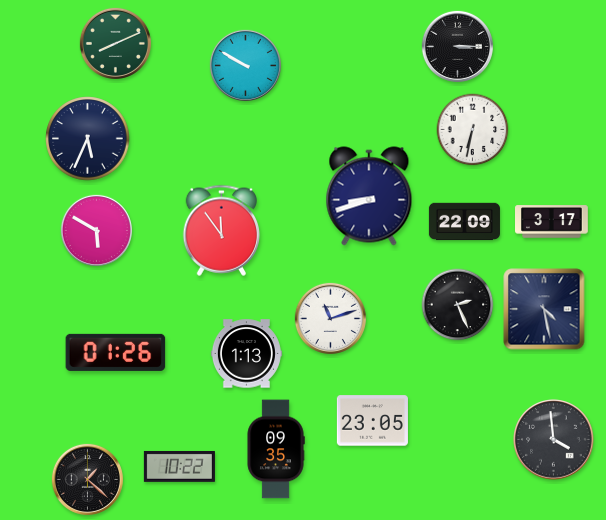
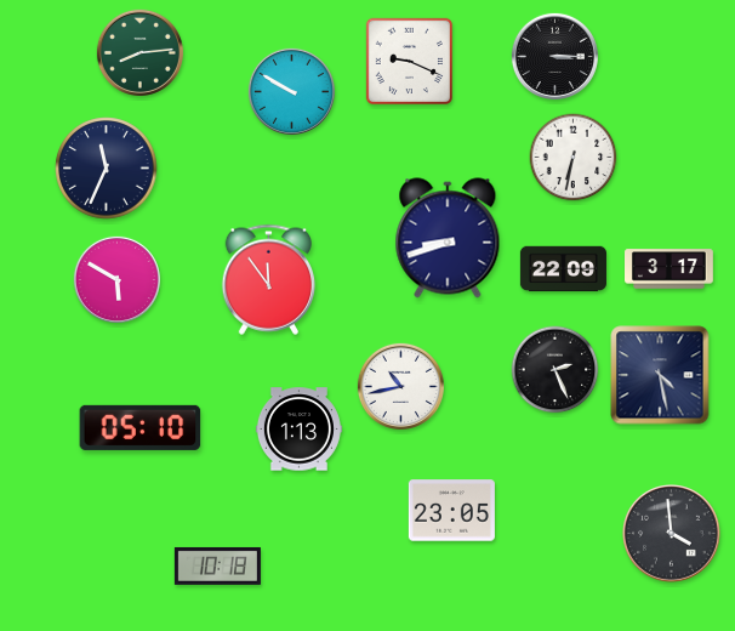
clock at (115, 43): 8:11 -> 8:14
clock at (409, 61): none -> 9:19
clock at (245, 65) position: (245, 65) -> (291, 91)
clock at (88, 139): 5:34 -> 11:34
clock at (330, 318): 11:12 -> 10:43
clock at (116, 352): 01:26 -> 05:10
clock at (276, 449): 09:35 -> none
clock at (179, 466): 10:22 -> 10:18
clock at (87, 479): 1:22 -> none
